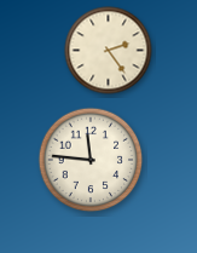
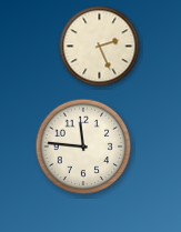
clock at (109, 51): 2:24 -> 2:26
